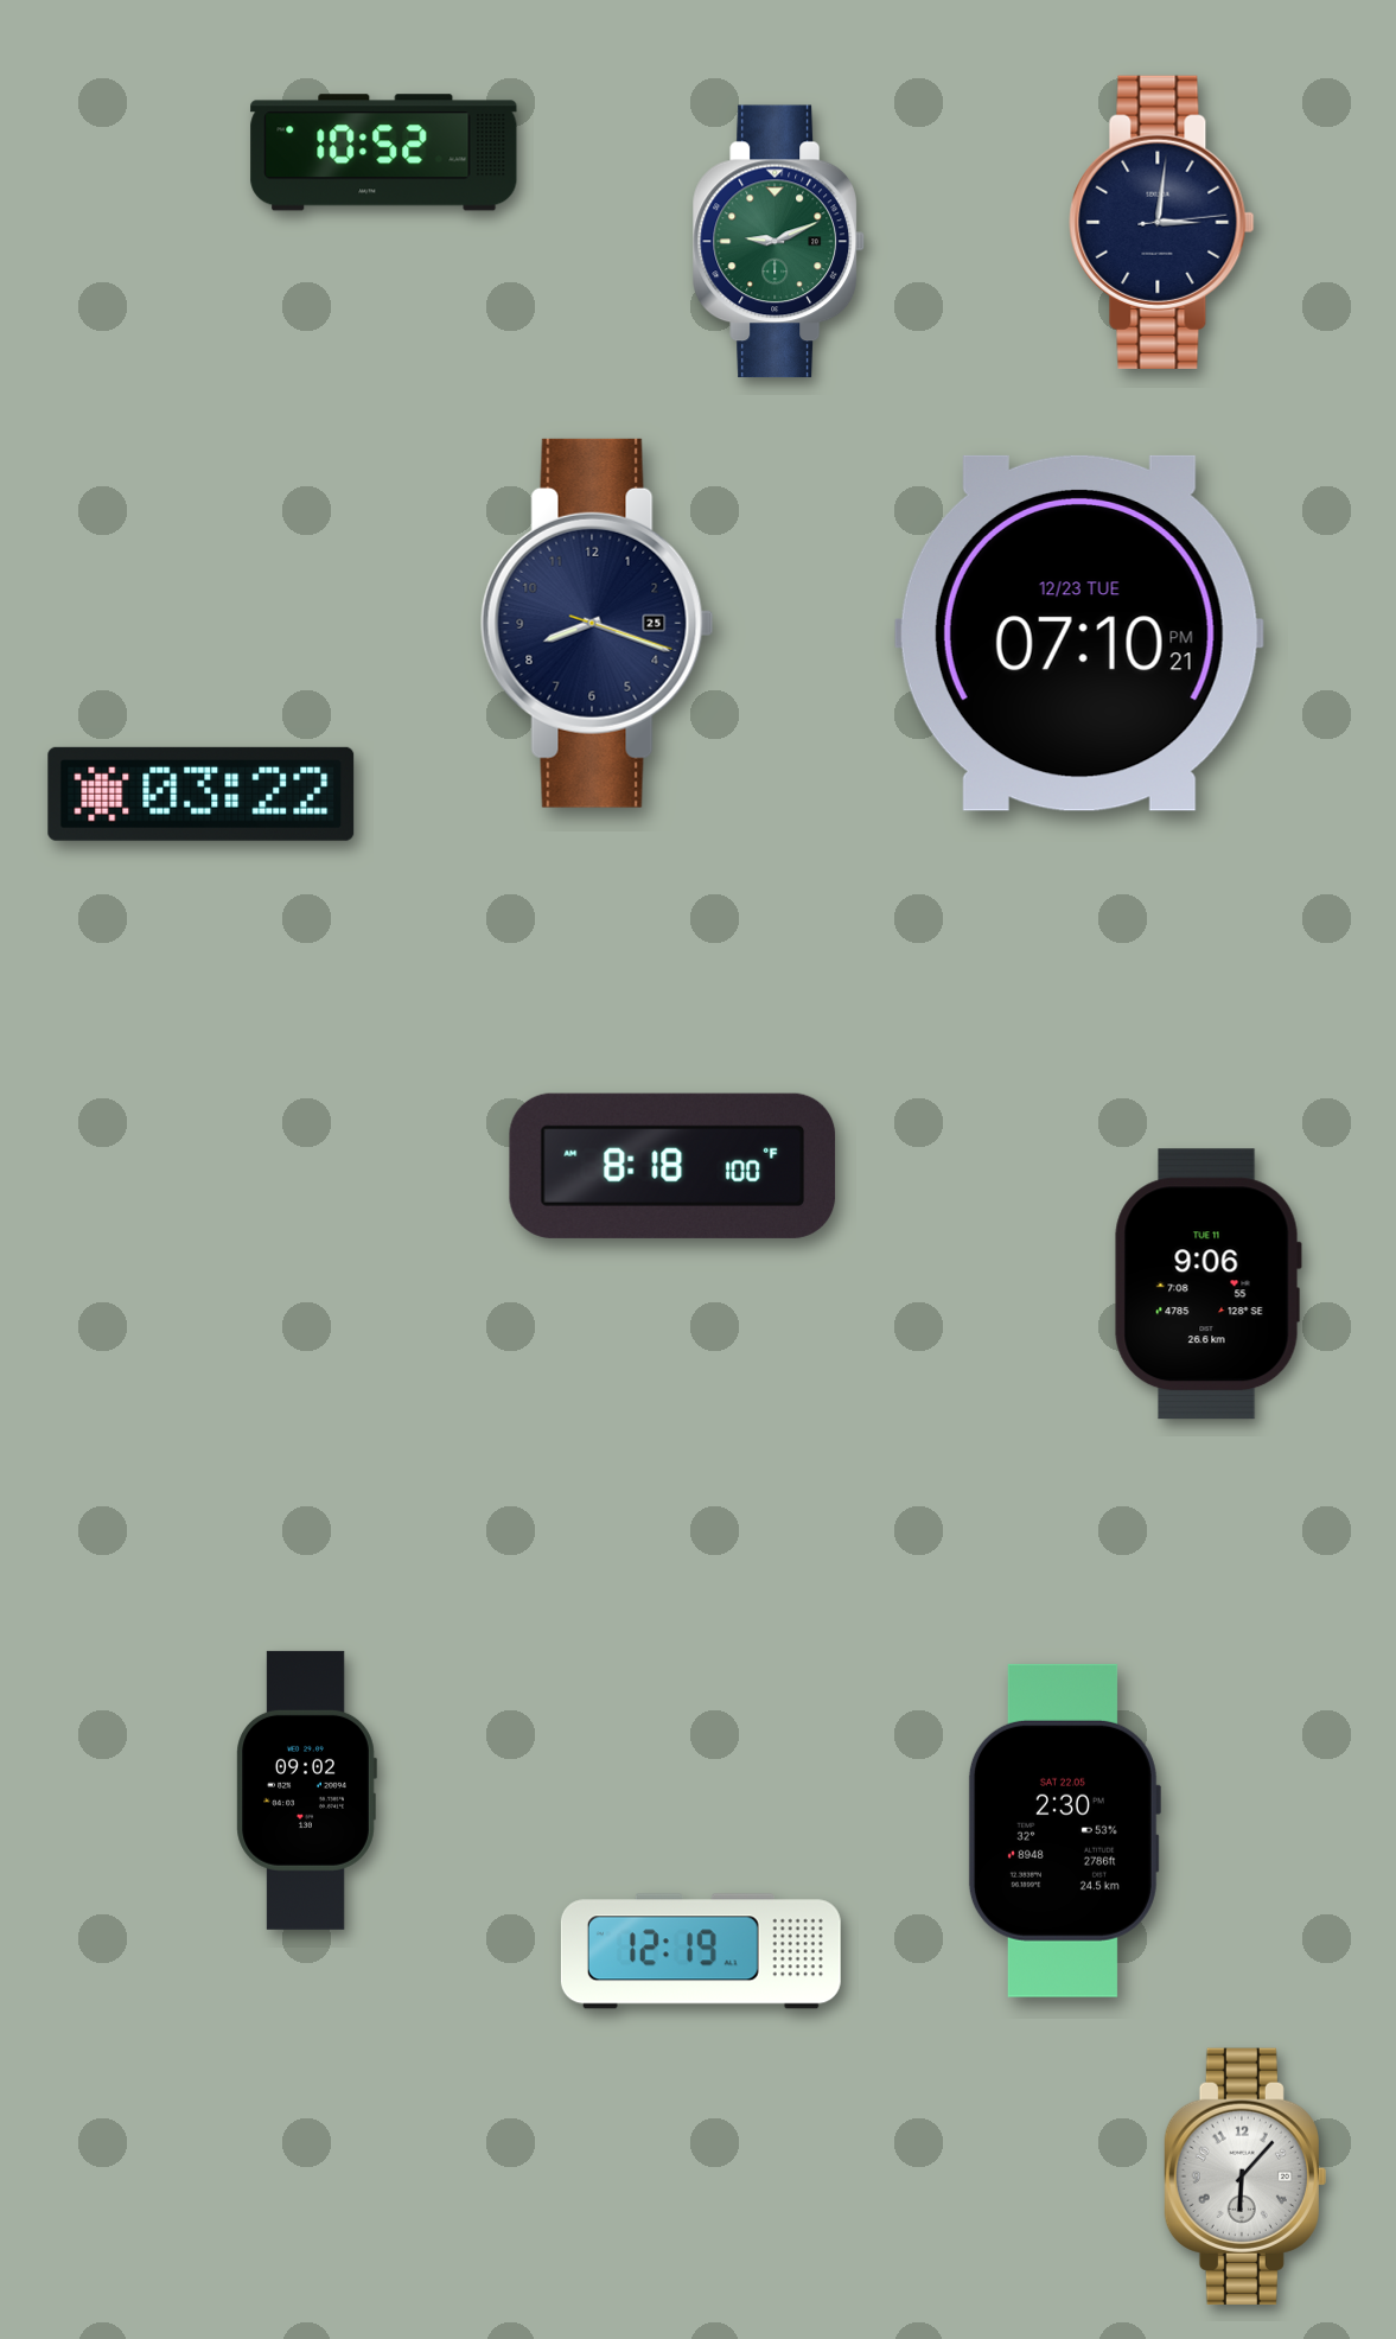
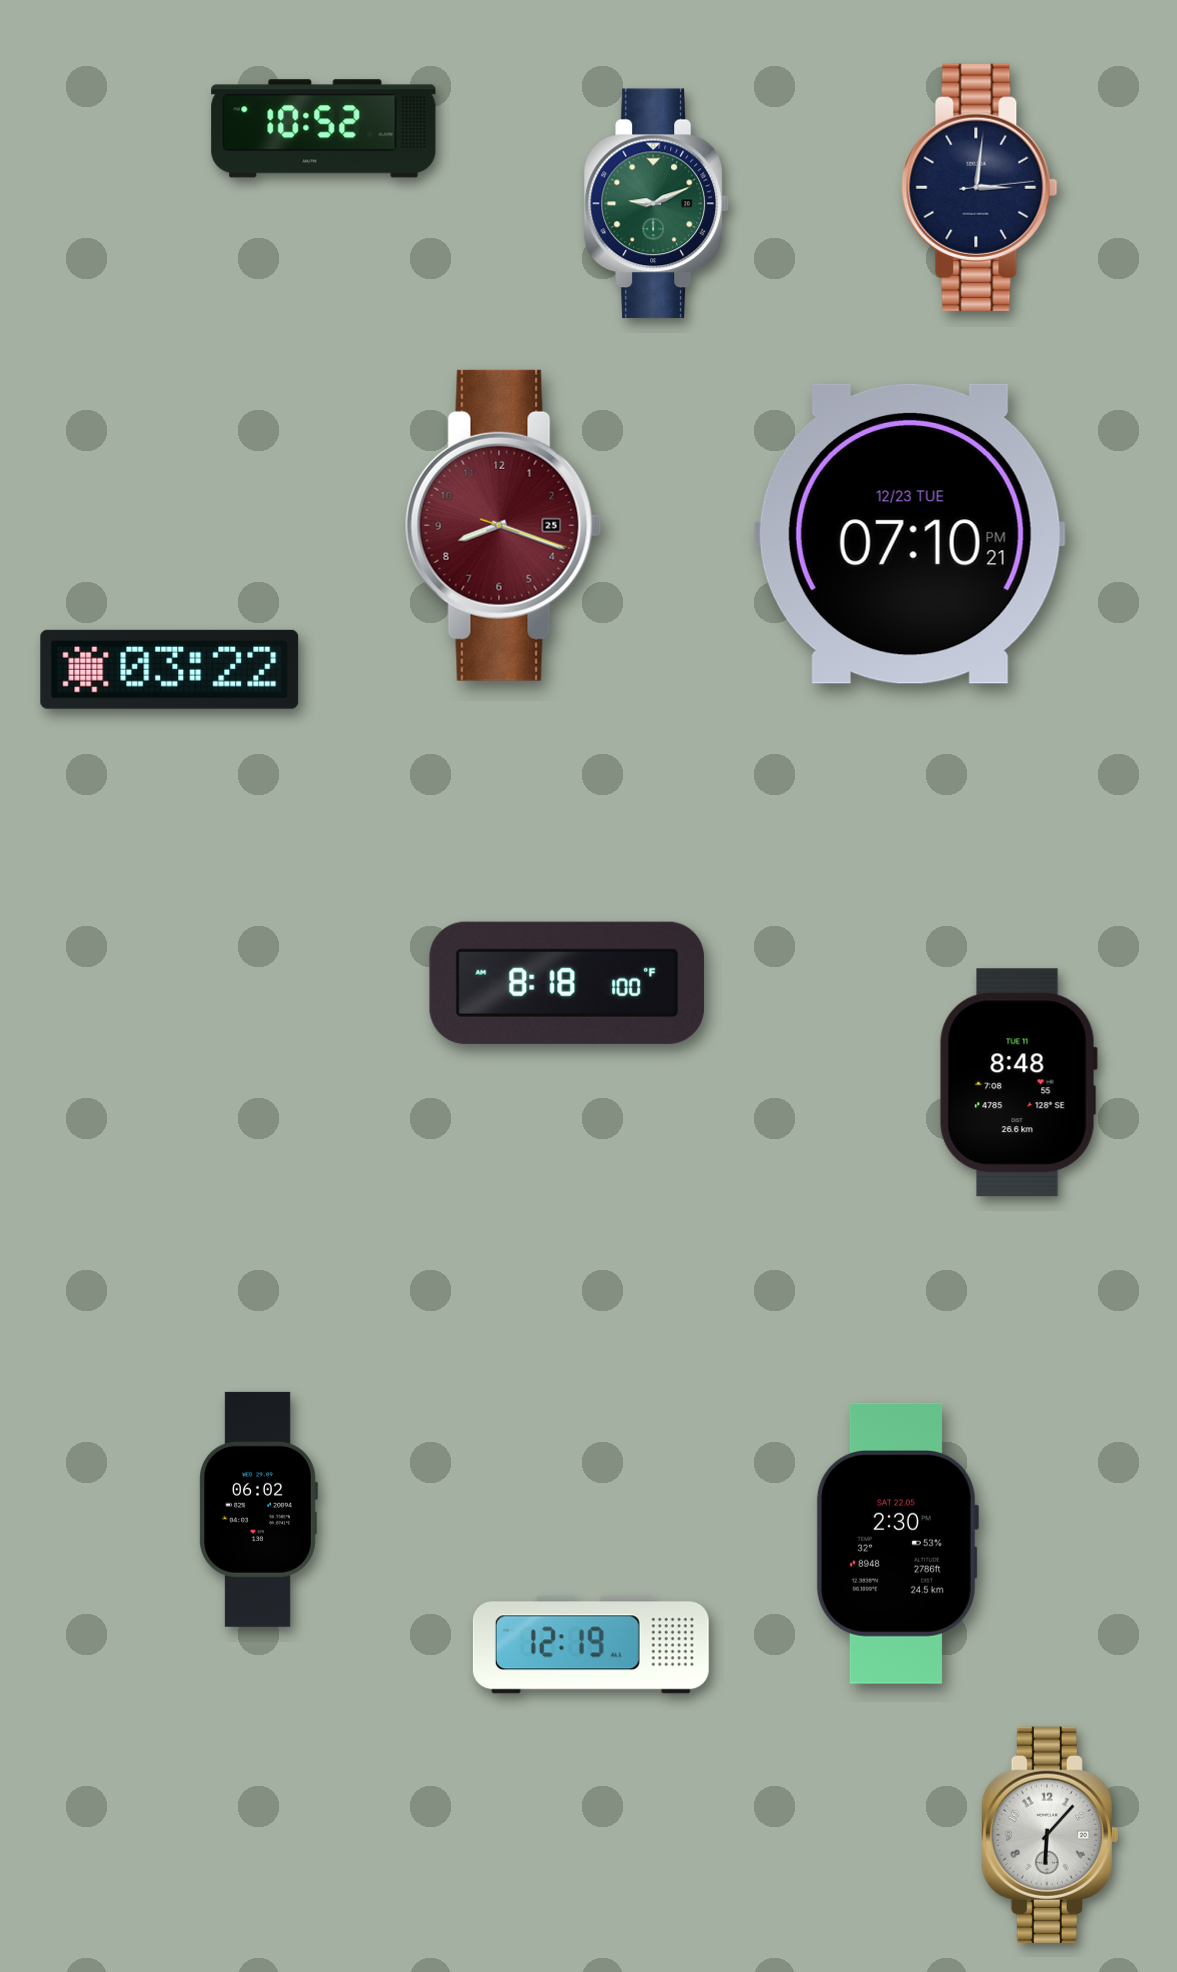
clock at (597, 623) dial: navy -> burgundy
clock at (1207, 1285): 9:06 -> 8:48
clock at (306, 1790): 09:02 -> 06:02
